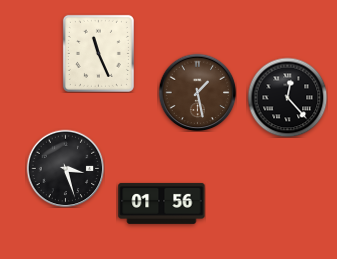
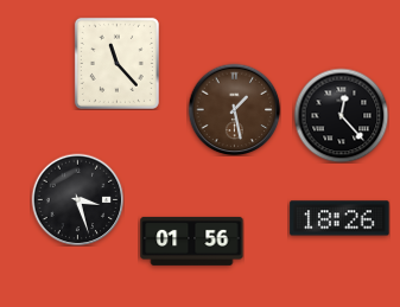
clock at (98, 53): 11:26 -> 11:23
clock at (339, 218): none -> 18:26
